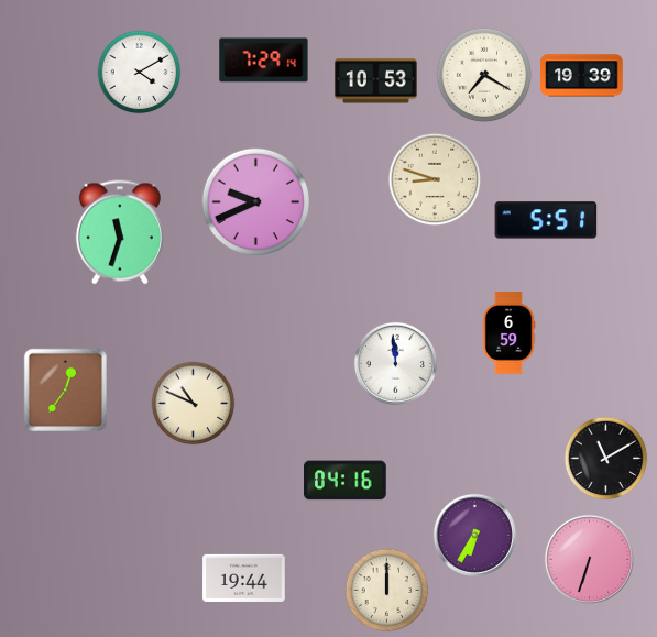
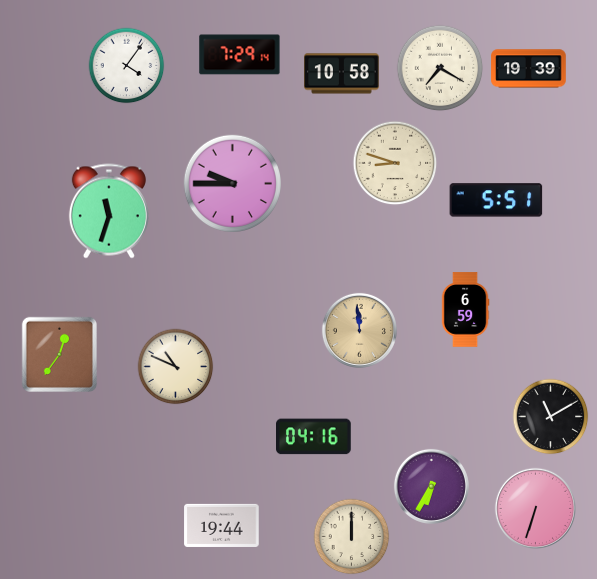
clock at (140, 73): 4:10 -> 4:06
clock at (376, 81): 10:53 -> 10:58
clock at (255, 201): 9:41 -> 9:45
clock at (508, 333) position: (508, 333) -> (465, 310)
clock at (395, 363) dial: white -> champagne
